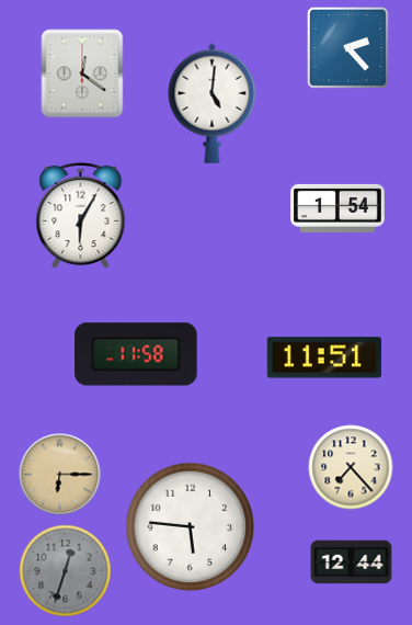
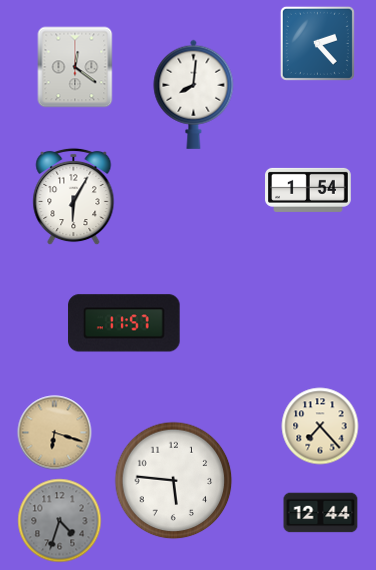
clock at (213, 103): 5:01 -> 8:01
clock at (136, 354): 11:58 -> 11:57
clock at (324, 357): 11:51 -> none
clock at (60, 475): 6:15 -> 6:18
clock at (66, 571): 12:33 -> 4:33
